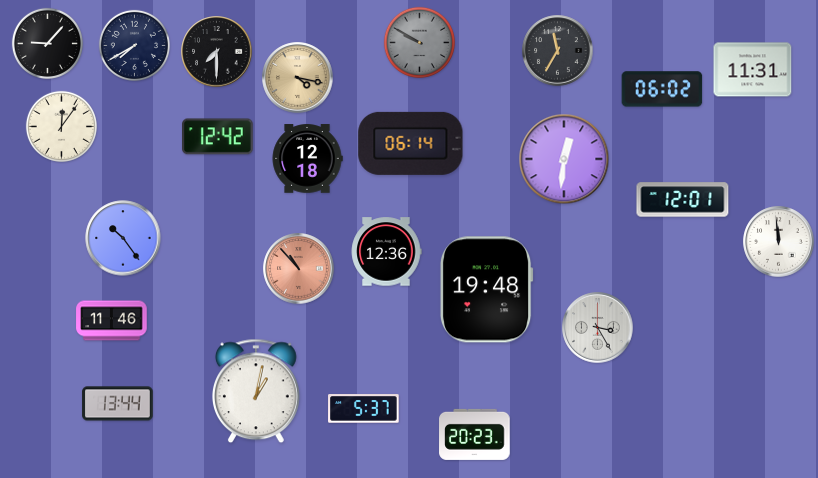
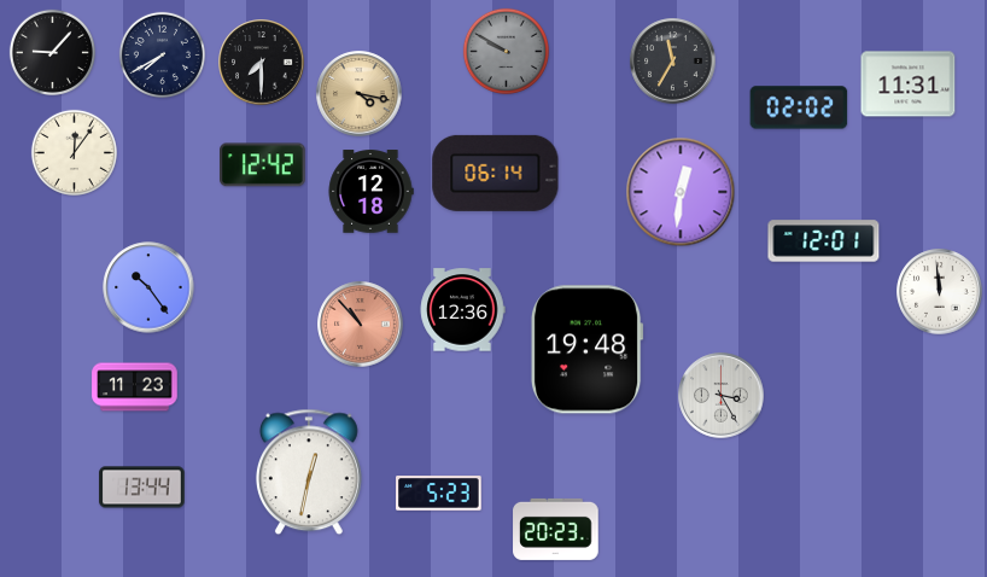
clock at (47, 43) position: (47, 43) -> (52, 52)
clock at (662, 89): 06:02 -> 02:02
clock at (386, 252) position: (386, 252) -> (462, 310)
clock at (112, 321): 11:46 -> 11:23
clock at (256, 391): 1:02 -> 12:32
clock at (364, 409): 5:37 -> 5:23
clock at (475, 434) position: (475, 434) -> (556, 529)
